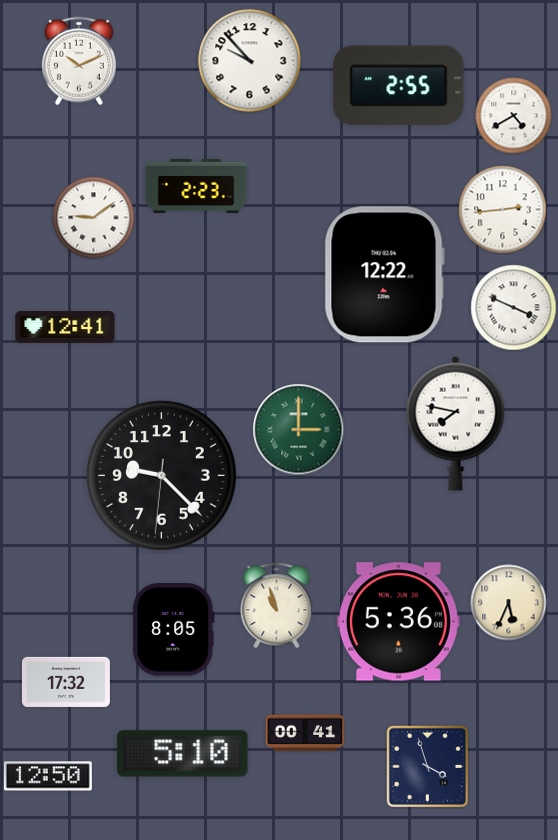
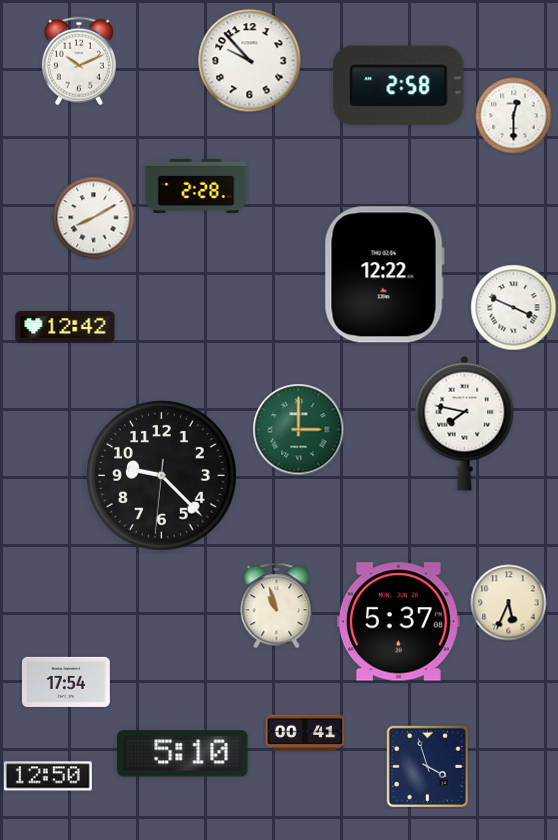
clock at (399, 86): 2:55 -> 2:58
clock at (514, 116): 4:40 -> 12:30
clock at (196, 186): 2:23 -> 2:28
clock at (503, 210): 2:44 -> none
clock at (94, 218): 9:09 -> 8:10
clock at (65, 327): 12:41 -> 12:42
clock at (456, 423) position: (456, 423) -> (465, 423)
clock at (398, 622): 5:36 -> 5:37
clock at (174, 630): 8:05 -> none
clock at (66, 682): 17:32 -> 17:54
